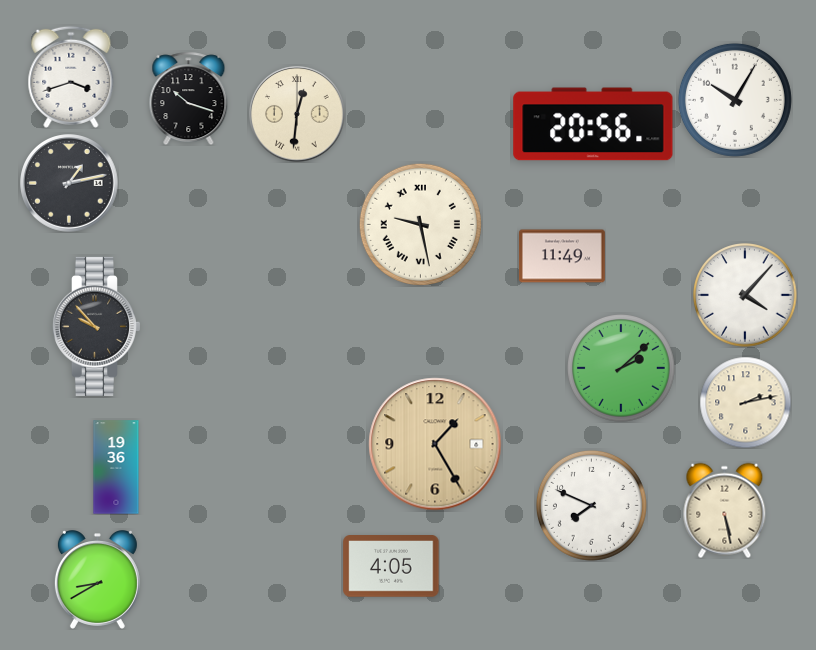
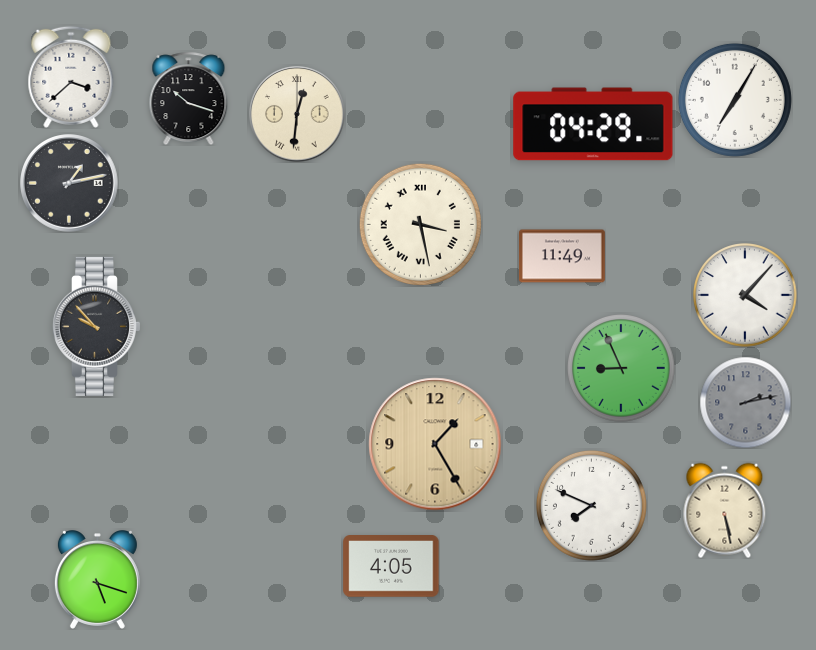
clock at (71, 77): 3:42 -> 3:38
clock at (735, 100): 10:05 -> 7:05
clock at (593, 124): 20:56 -> 04:29
clock at (420, 224): 9:28 -> 3:28
clock at (622, 369): 2:08 -> 8:56
clock at (745, 402) dial: cream -> grey
clock at (116, 467): 19:36 -> none
clock at (97, 580): 8:40 -> 5:18
